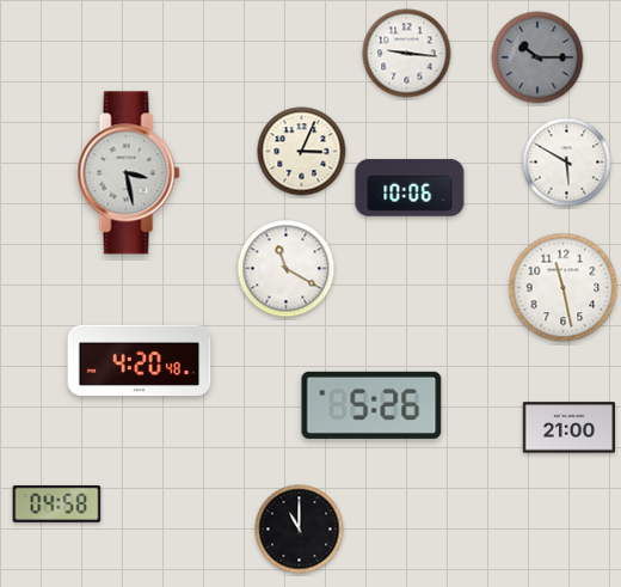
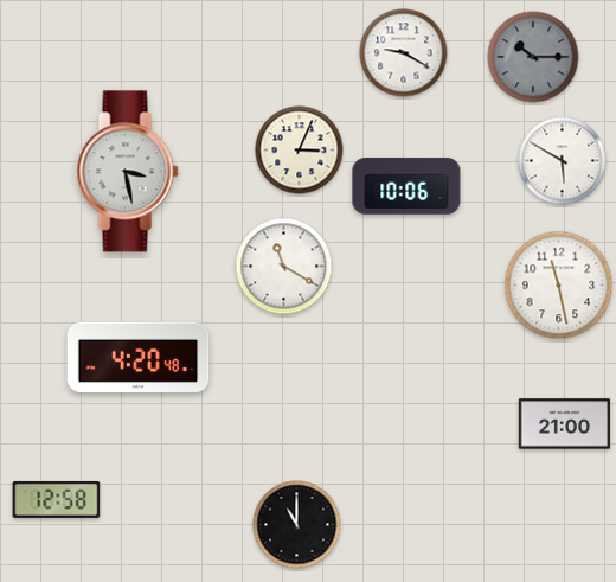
clock at (407, 54): 9:16 -> 9:20
clock at (371, 405): 5:26 -> none
clock at (57, 503): 04:58 -> 12:58
